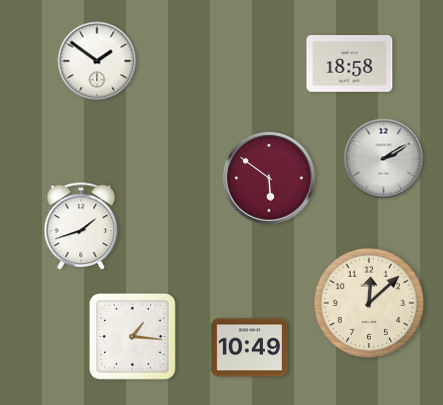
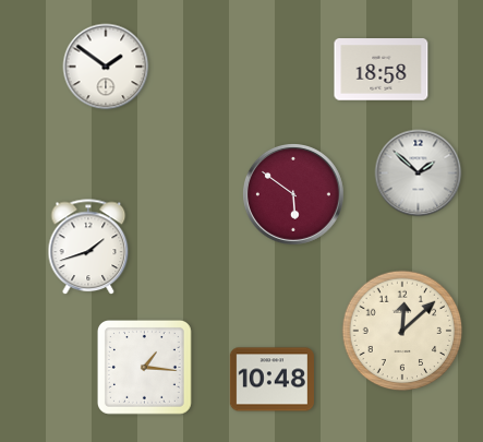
clock at (384, 159): 2:10 -> 1:52
clock at (249, 348): 10:49 -> 10:48
